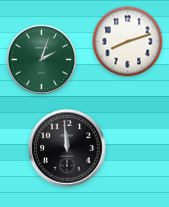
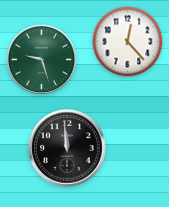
clock at (128, 42): 8:12 -> 12:23
clock at (42, 60): 2:03 -> 9:27
